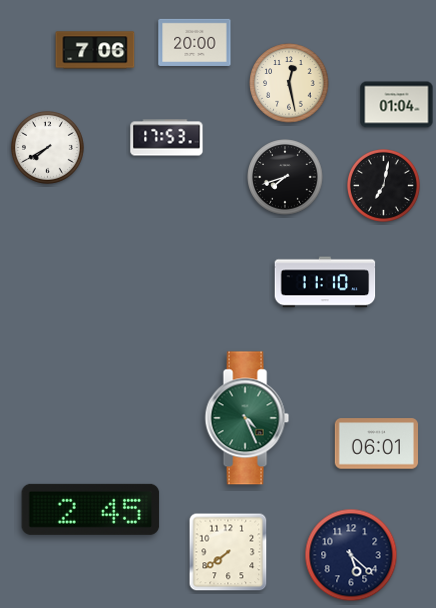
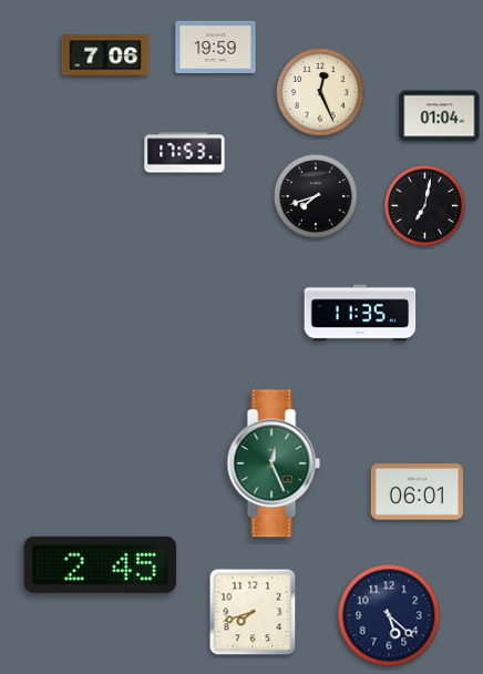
clock at (195, 42): 20:00 -> 19:59
clock at (289, 83): 12:28 -> 12:26
clock at (48, 148): 7:40 -> none
clock at (325, 282): 11:10 -> 11:35
clock at (247, 418): 4:26 -> 12:26
clock at (228, 552): 7:39 -> 7:42
